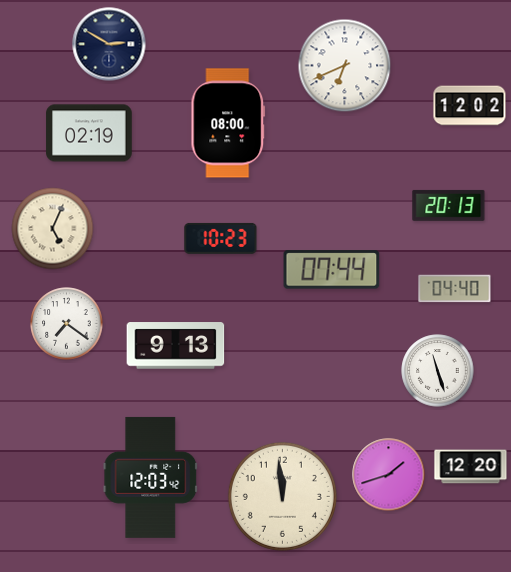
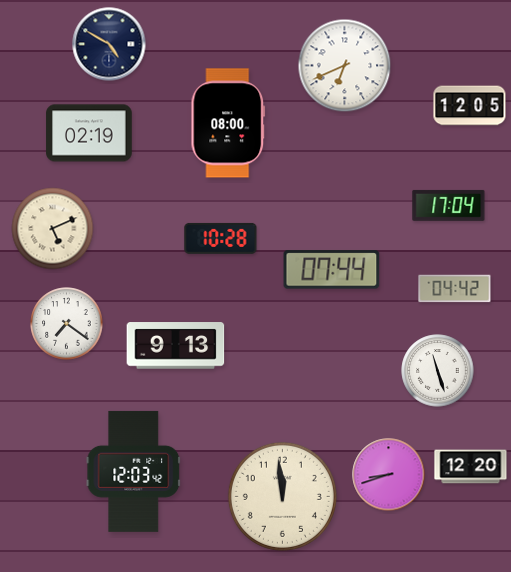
clock at (109, 44): 2:50 -> 4:50
clock at (470, 106): 12:02 -> 12:05
clock at (449, 205): 20:13 -> 17:04
clock at (53, 229): 5:04 -> 5:11
clock at (221, 238): 10:23 -> 10:28
clock at (455, 289): 04:40 -> 04:42
clock at (389, 475): 1:42 -> 8:42
clock at (151, 477) position: (151, 477) -> (134, 471)
